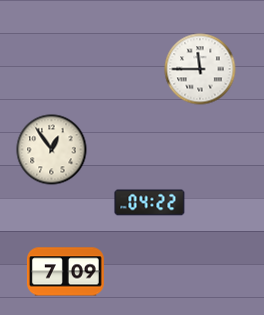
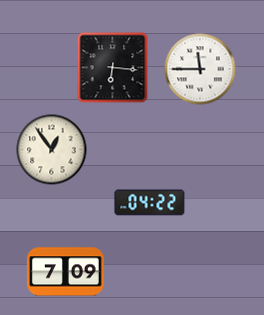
clock at (113, 68): none -> 6:16
